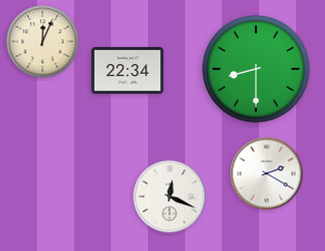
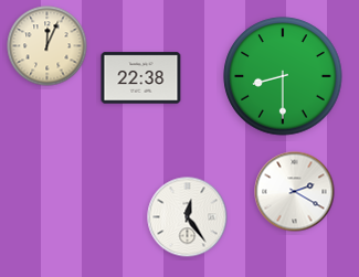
clock at (128, 71): 22:34 -> 22:38
clock at (170, 197): 12:19 -> 12:24
